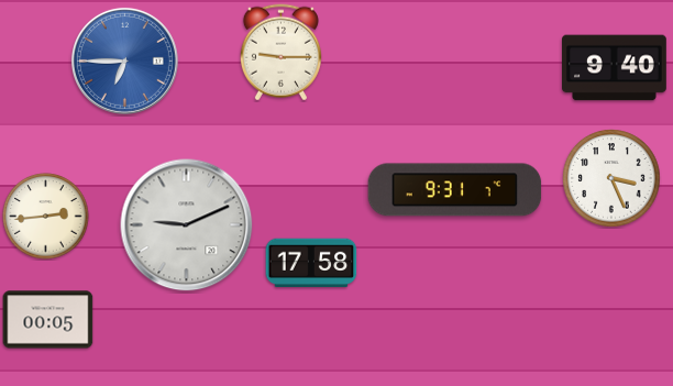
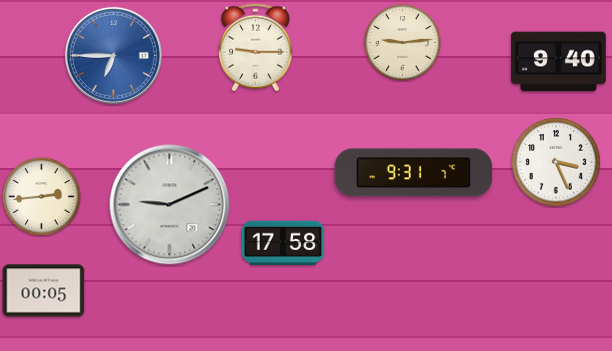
clock at (403, 43): none -> 9:14
clock at (311, 263) position: (311, 263) -> (283, 243)
